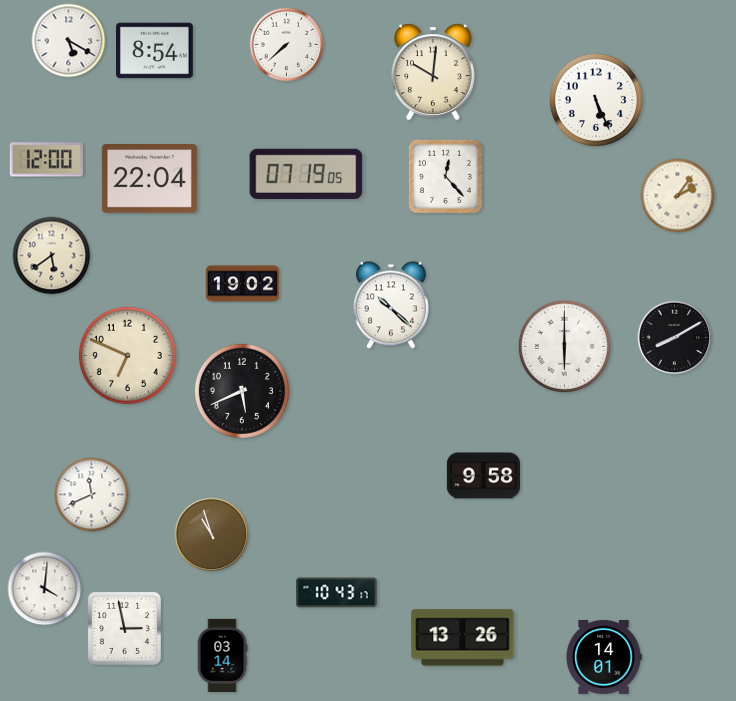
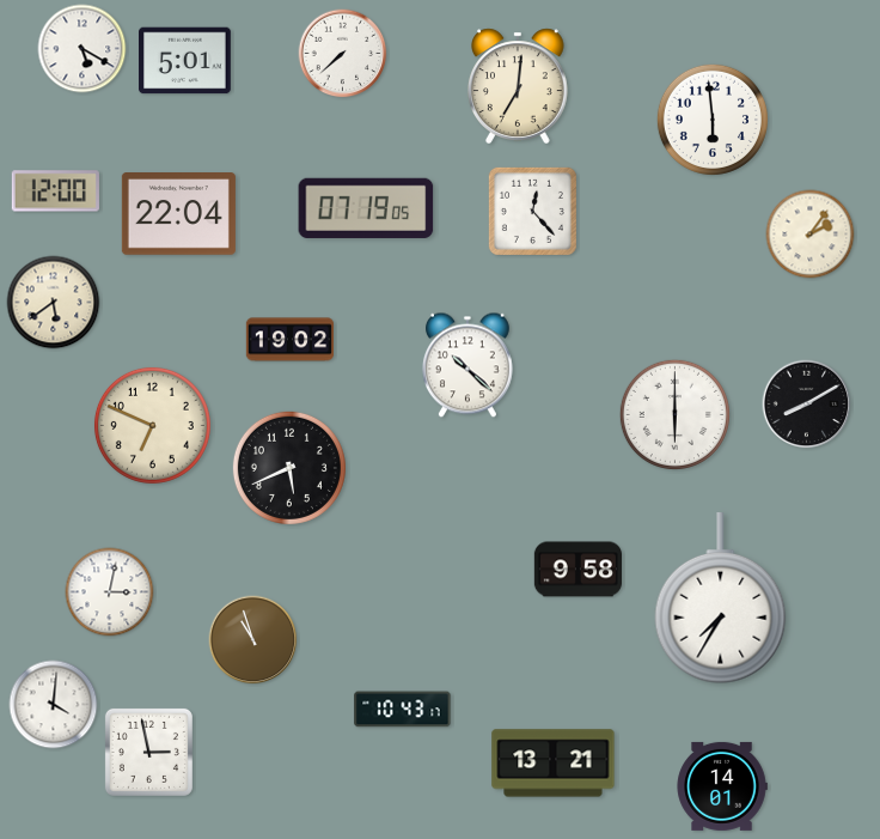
clock at (155, 51): 8:54 -> 5:01
clock at (433, 72): 10:01 -> 7:01
clock at (596, 100): 5:26 -> 5:59
clock at (52, 256) position: (52, 256) -> (54, 303)
clock at (92, 495): 11:41 -> 3:02
clock at (721, 598): none -> 7:35
clock at (463, 638): 13:26 -> 13:21
clock at (222, 655): 03:14 -> none
